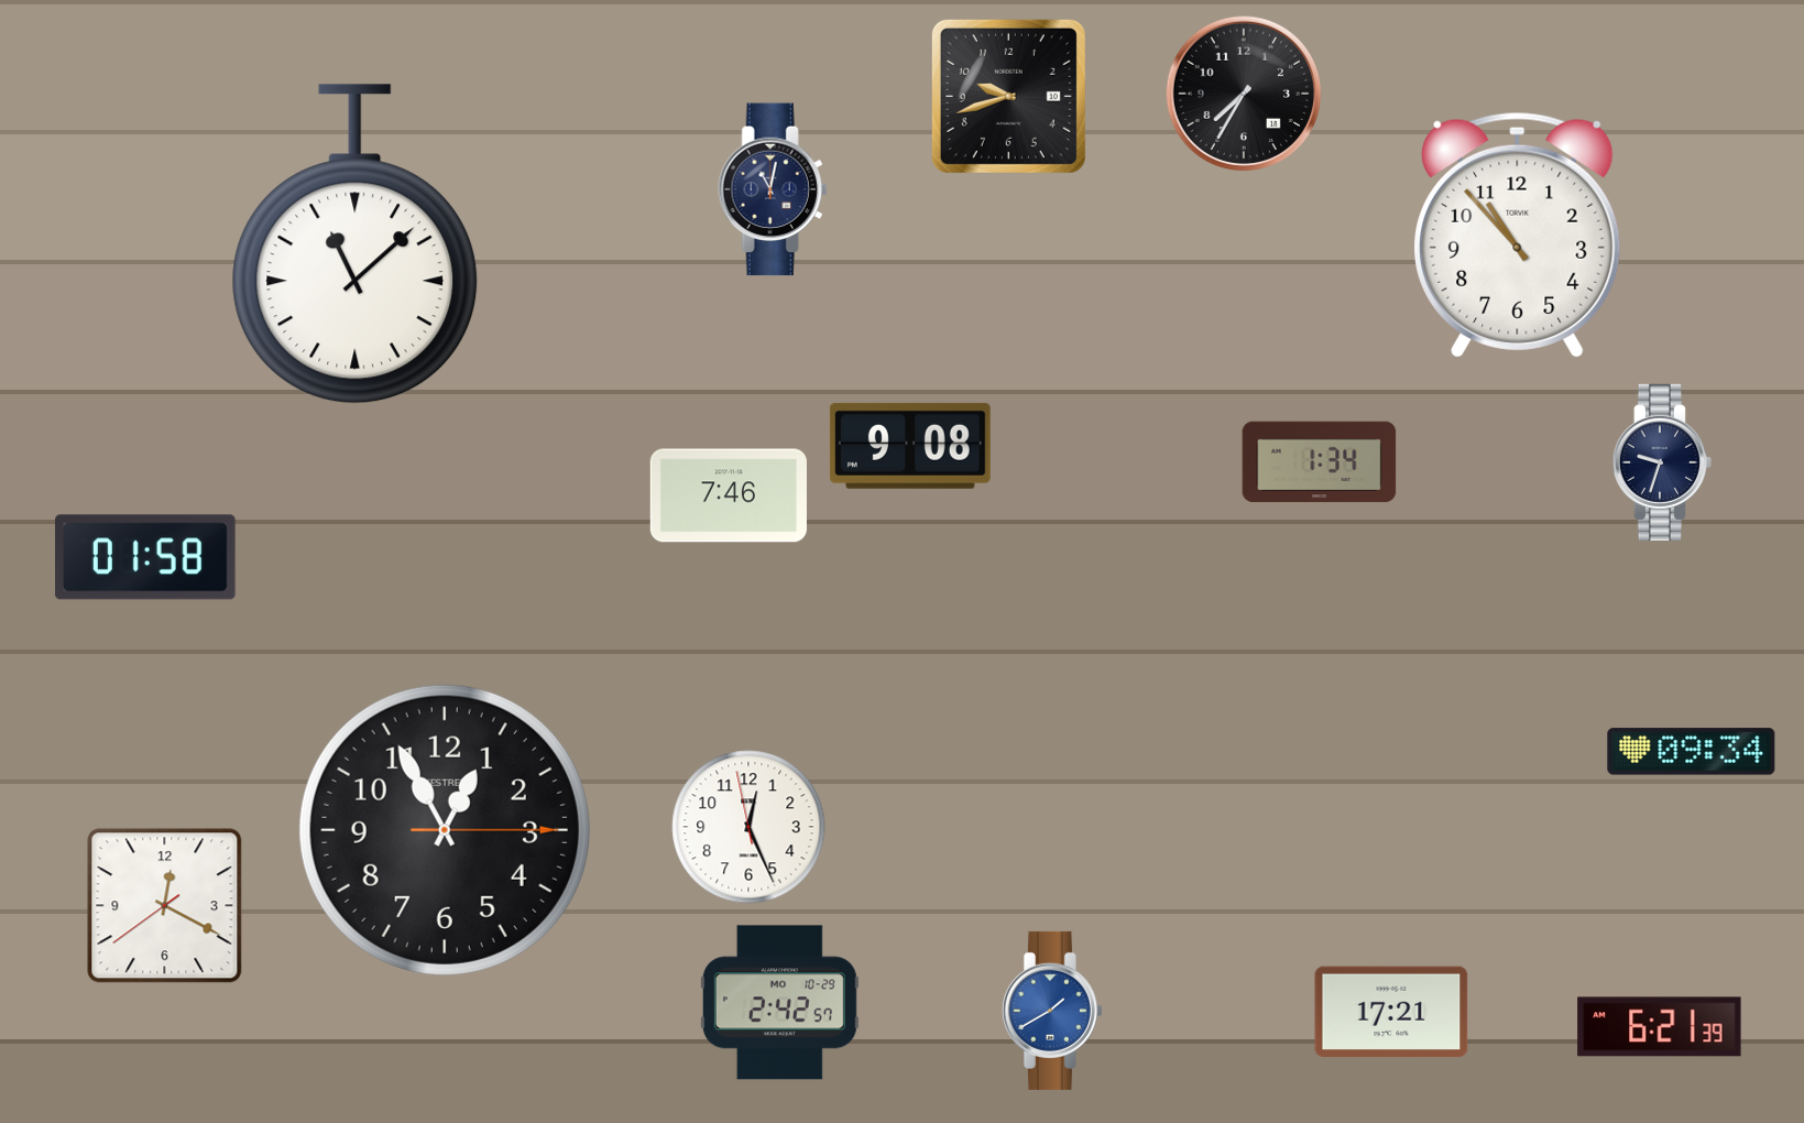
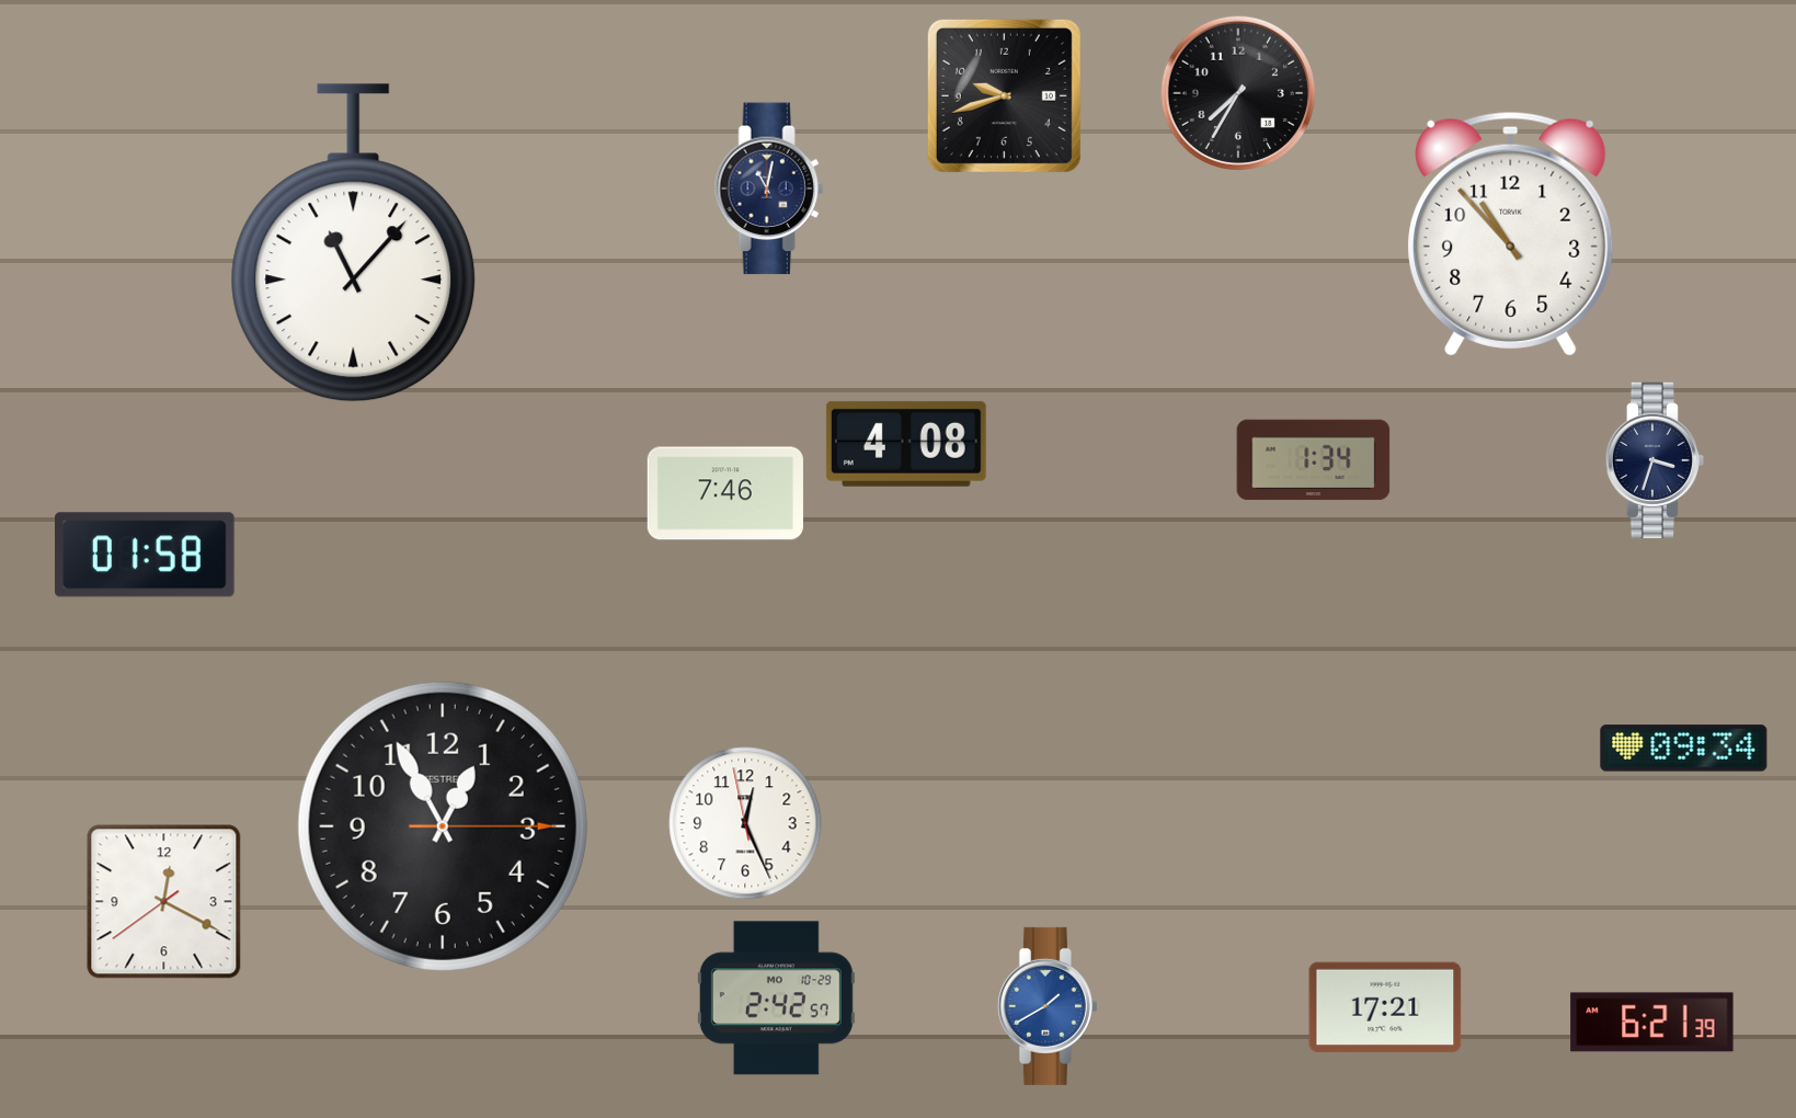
clock at (356, 244): 11:08 -> 11:07
clock at (910, 446): 9:08 -> 4:08
clock at (1662, 462): 9:33 -> 3:33
